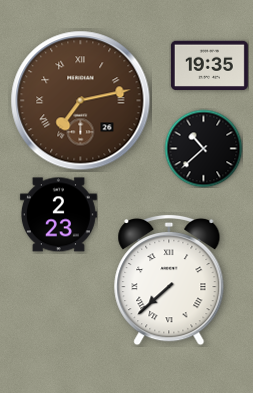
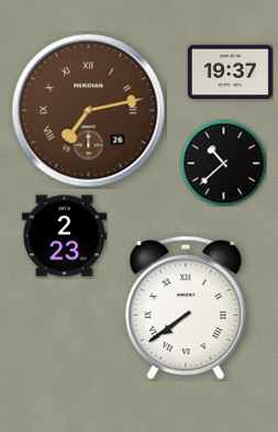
clock at (209, 66): 19:35 -> 19:37
clock at (169, 280): 7:38 -> 7:39
